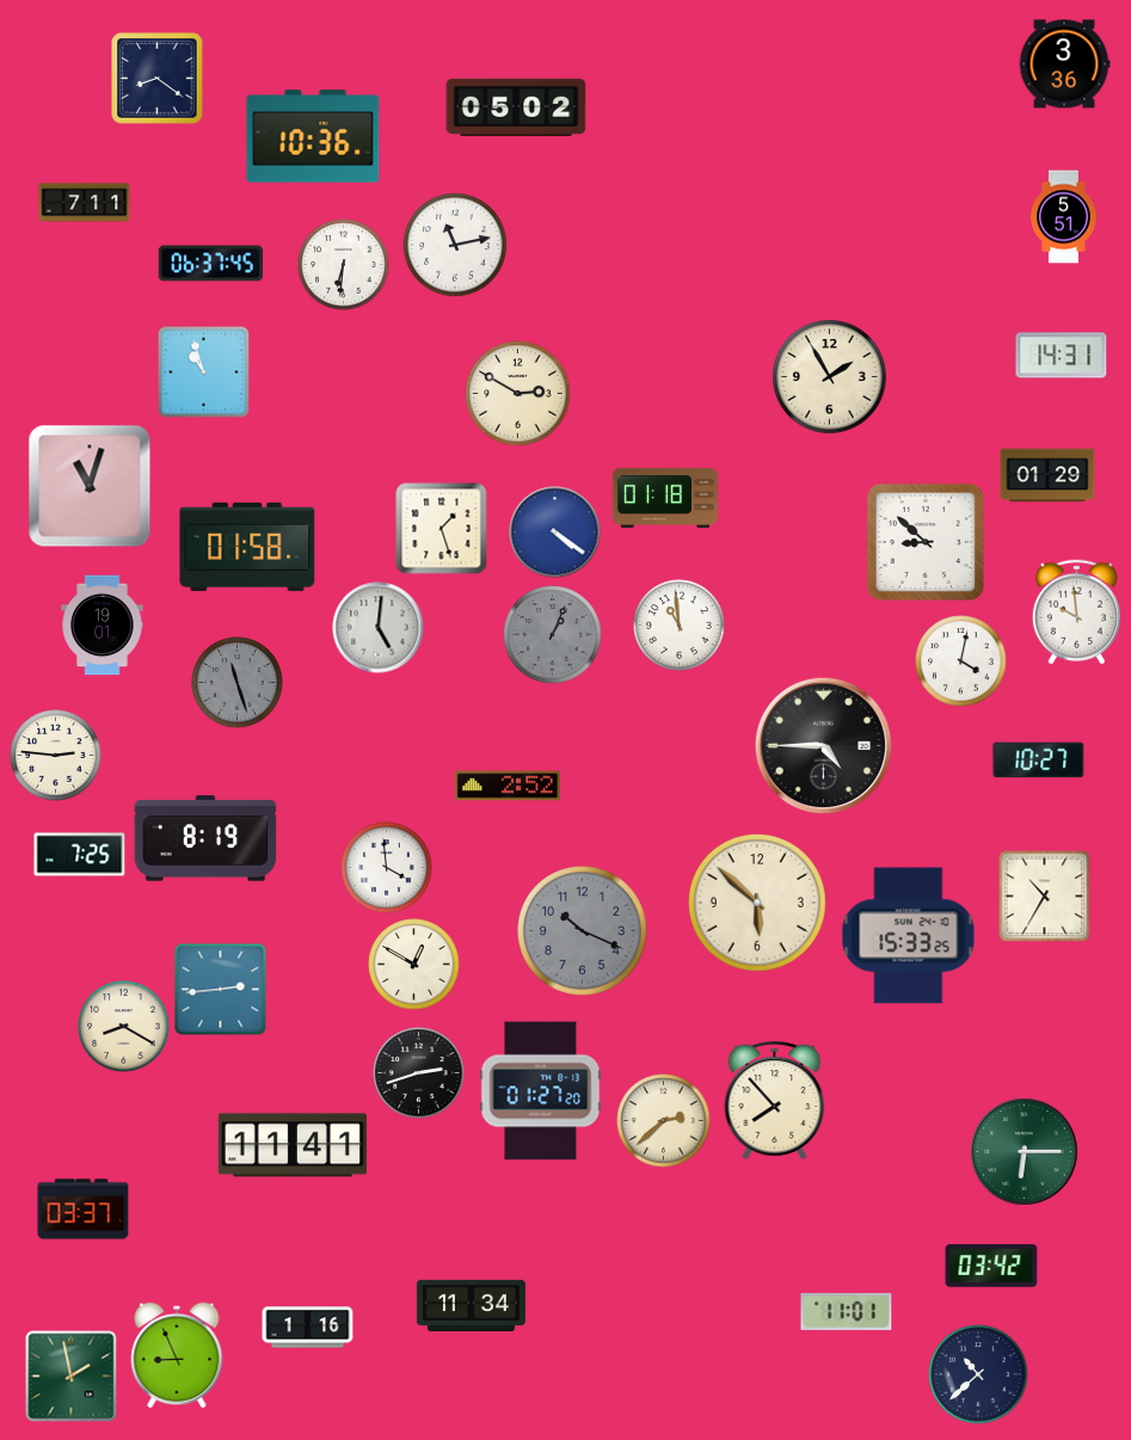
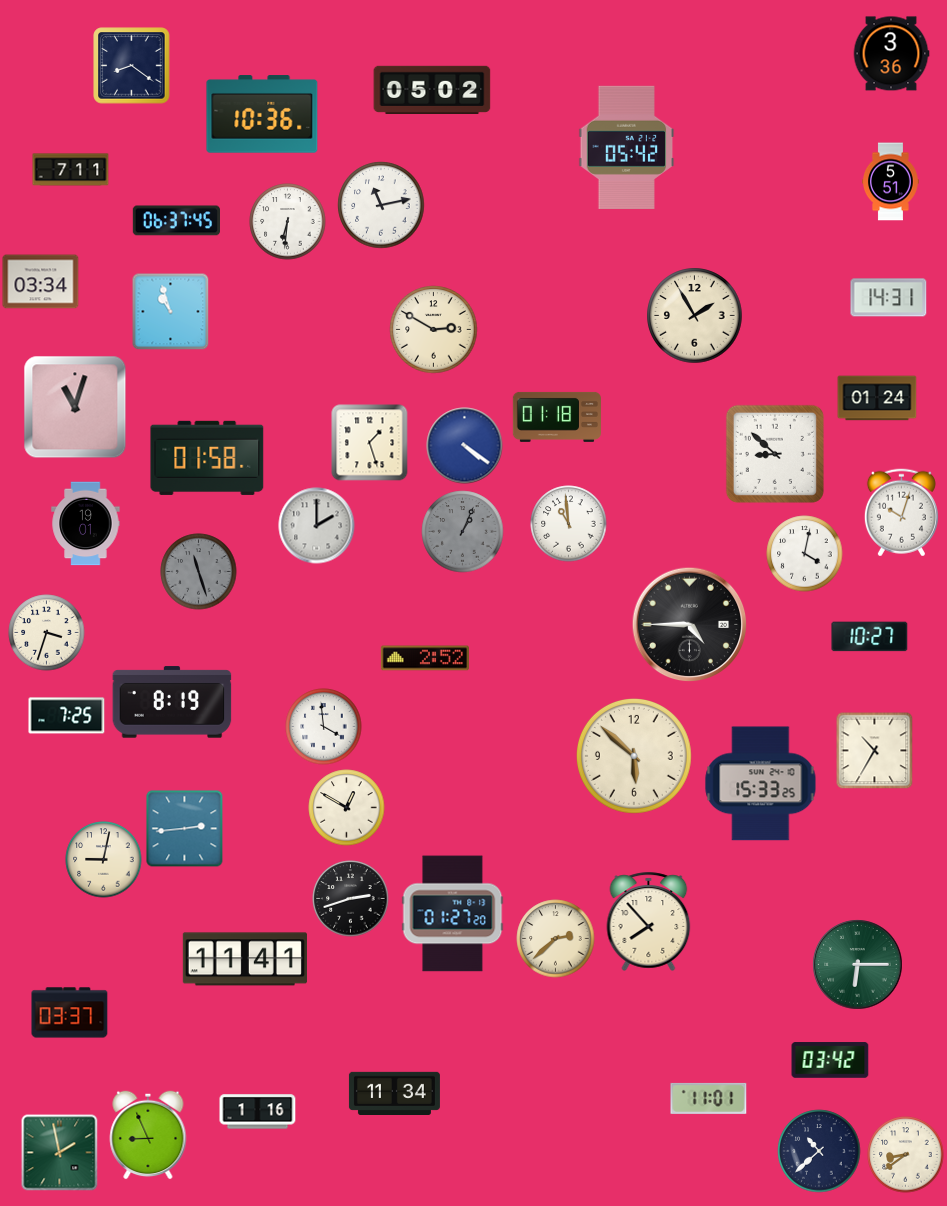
clock at (627, 147): none -> 05:42
clock at (41, 282): none -> 03:34
clock at (1047, 475): 01:29 -> 01:24
clock at (1076, 613): 9:59 -> 10:03
clock at (379, 628): 5:01 -> 2:00
clock at (56, 756): 2:46 -> 3:33
clock at (583, 931): 10:19 -> none
clock at (124, 1027): 8:20 -> 9:02
clock at (906, 1155): none -> 8:39
